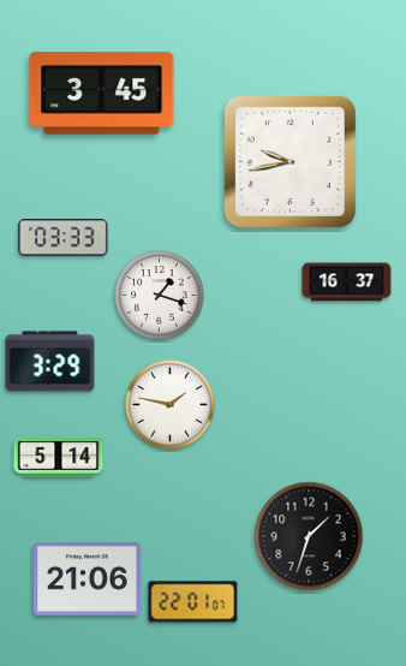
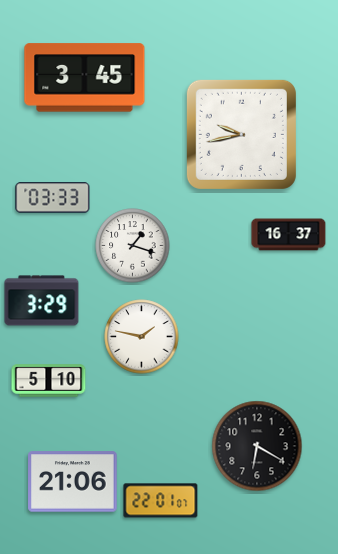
clock at (59, 458): 5:14 -> 5:10
clock at (309, 536): 1:33 -> 6:20
